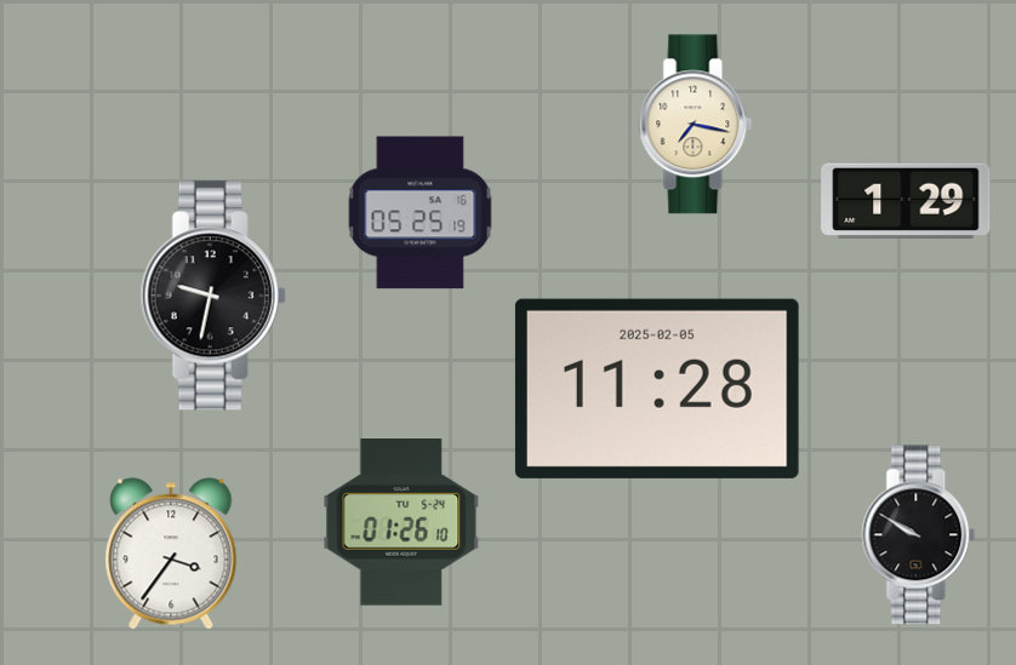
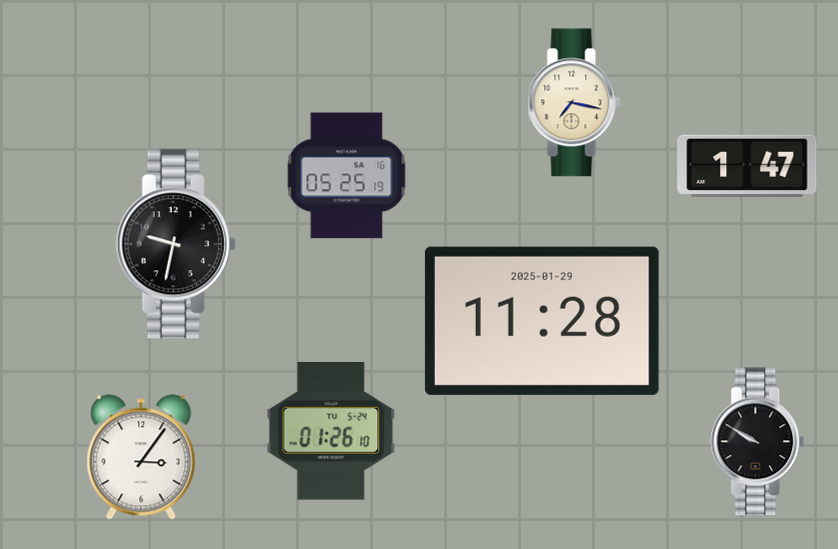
clock at (906, 201): 1:29 -> 1:47
clock at (657, 389) date: 2025-02-05 -> 2025-01-29
clock at (171, 554): 3:36 -> 3:06
